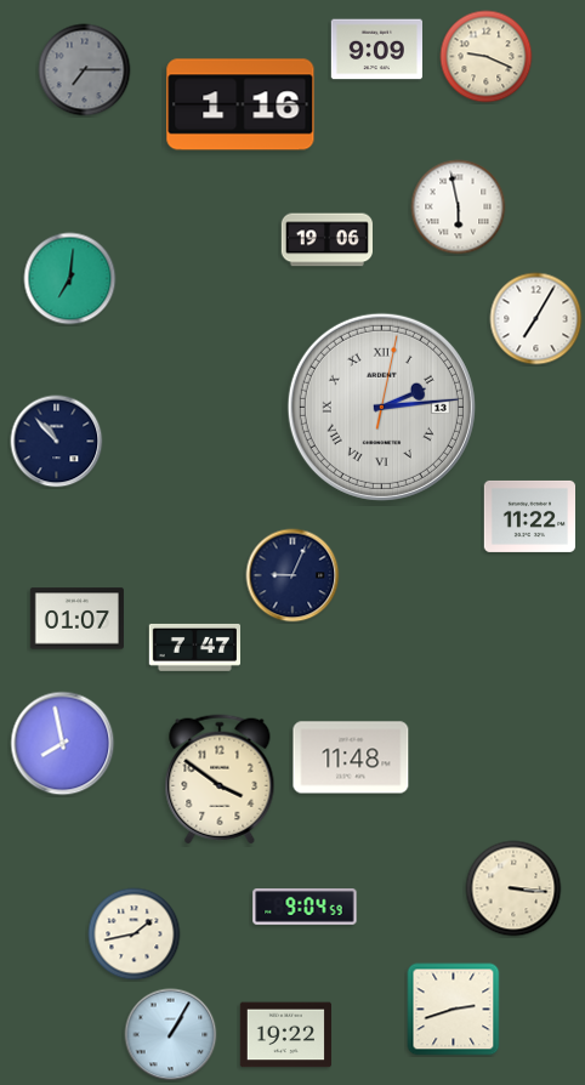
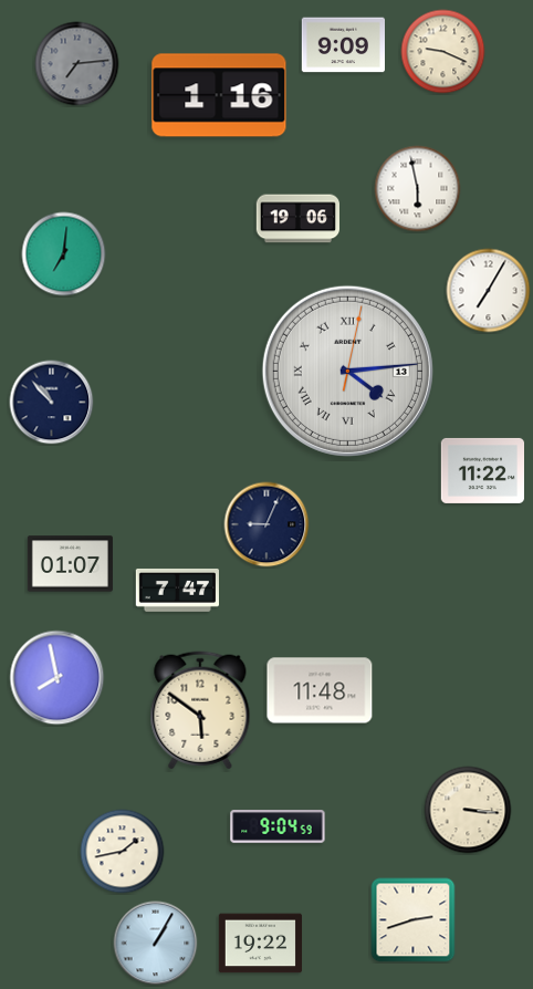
clock at (85, 70): 7:15 -> 7:14
clock at (381, 407): 2:14 -> 4:14
clock at (220, 779): 3:51 -> 5:51
